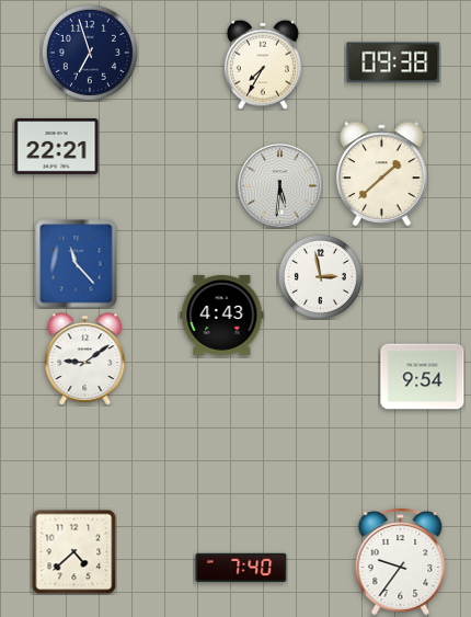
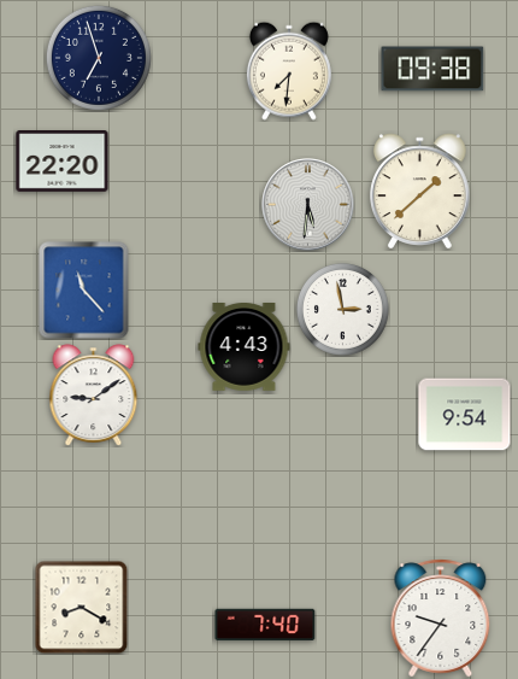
clock at (263, 65): 7:35 -> 7:31
clock at (57, 147): 22:21 -> 22:20
clock at (320, 276) position: (320, 276) -> (342, 309)
clock at (73, 551): 4:38 -> 8:20
